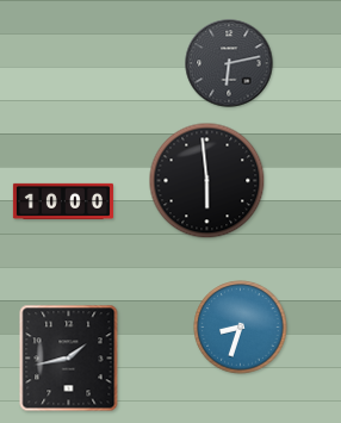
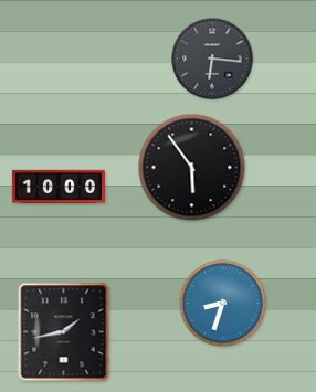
clock at (229, 63): 6:13 -> 6:16
clock at (207, 181): 5:59 -> 5:54
